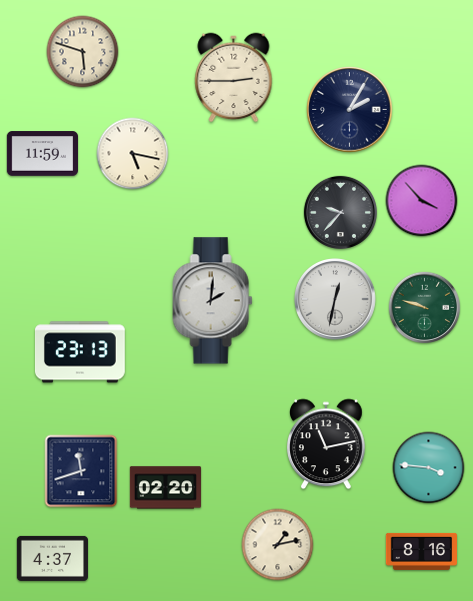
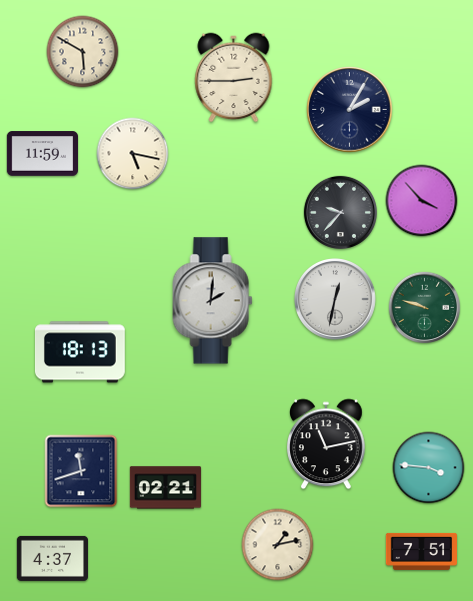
clock at (83, 52): 5:48 -> 5:50
clock at (80, 352): 23:13 -> 18:13
clock at (166, 488): 02:20 -> 02:21
clock at (422, 551): 8:16 -> 7:51
